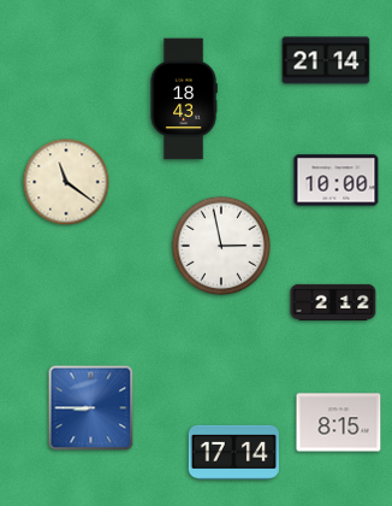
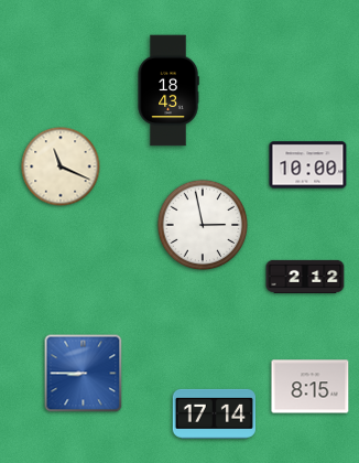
clock at (326, 60): 21:14 -> none
clock at (66, 182): 11:21 -> 11:19
